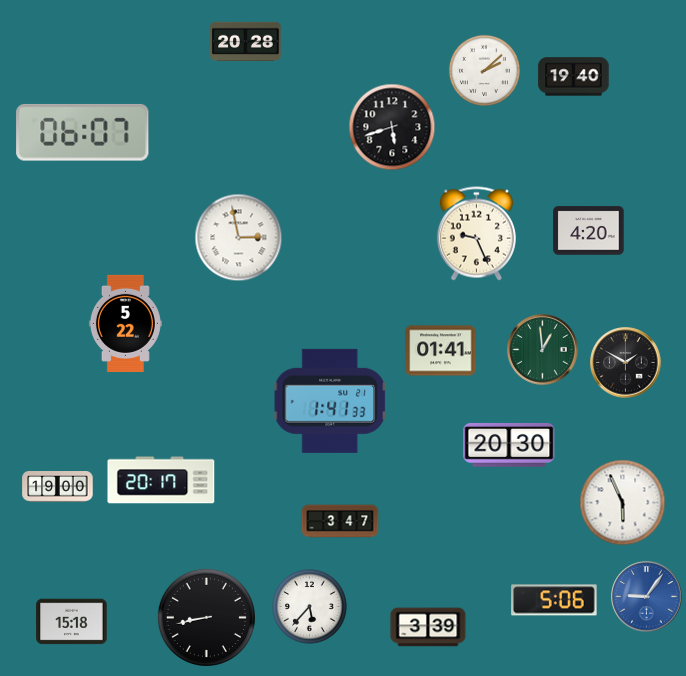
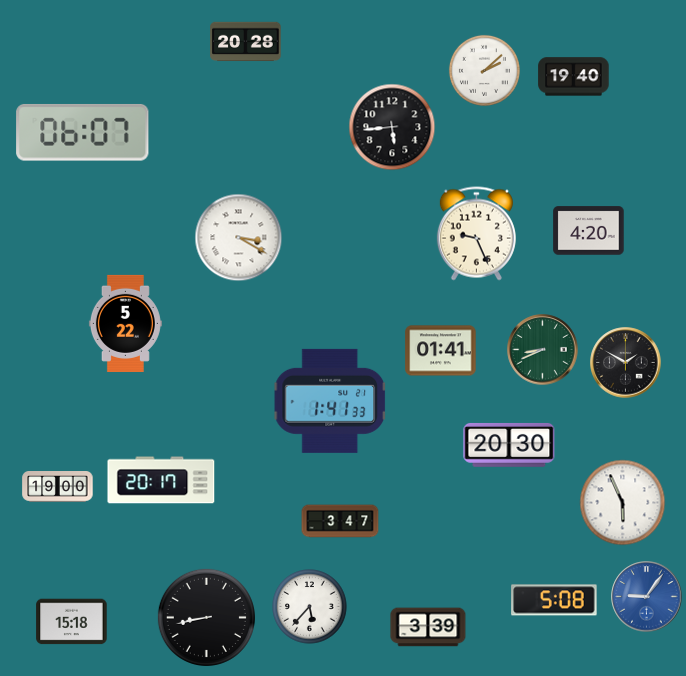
clock at (392, 127): 5:42 -> 5:44
clock at (239, 238): 2:58 -> 3:20
clock at (543, 350): 12:59 -> 8:41
clock at (554, 600): 5:06 -> 5:08
